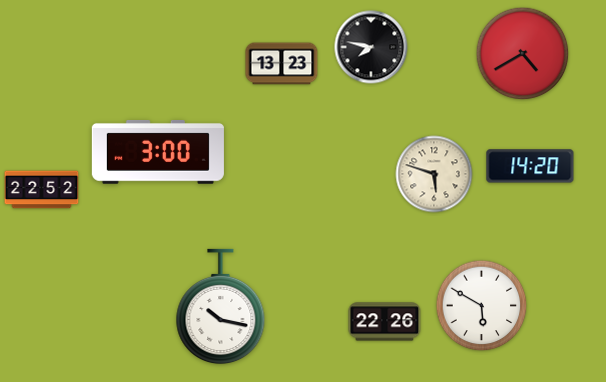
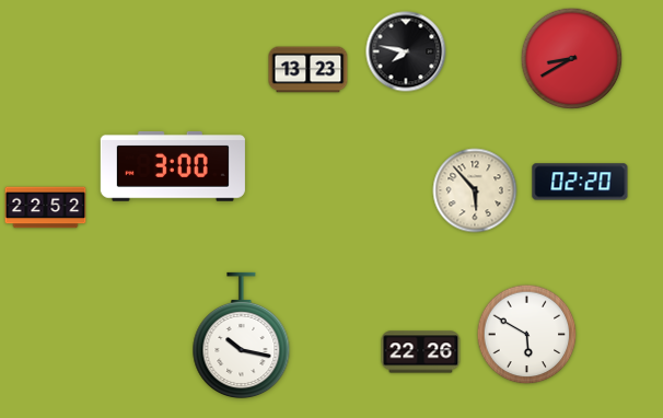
clock at (523, 54): 4:40 -> 8:40
clock at (530, 166): 14:20 -> 02:20
clock at (434, 174): 5:48 -> 5:53
